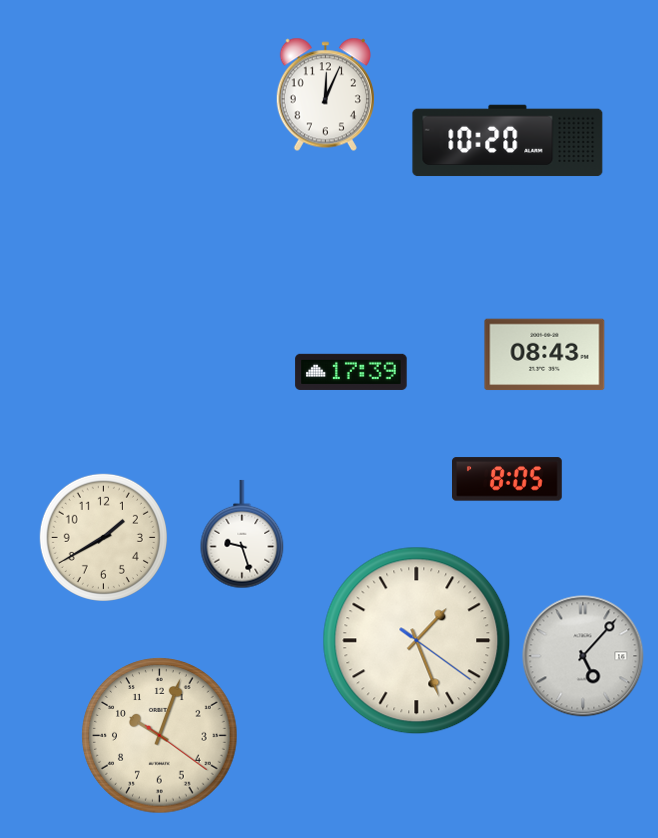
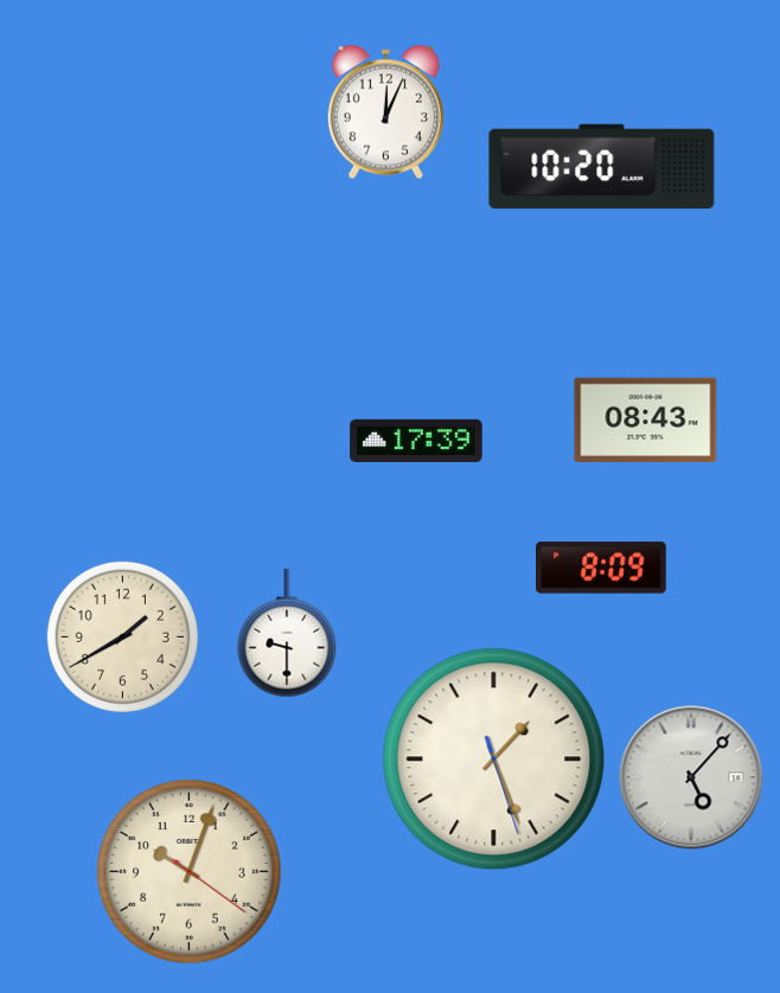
clock at (508, 479): 8:05 -> 8:09
clock at (242, 534): 9:27 -> 9:30
clock at (417, 641): 1:26:21 -> 1:26:27
